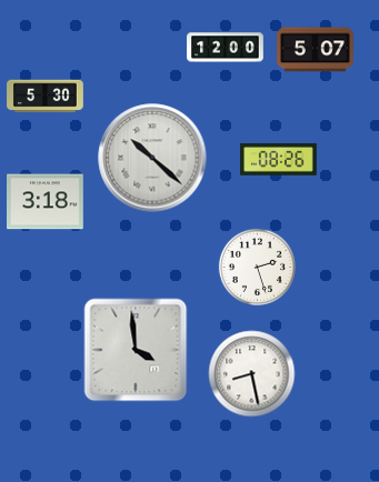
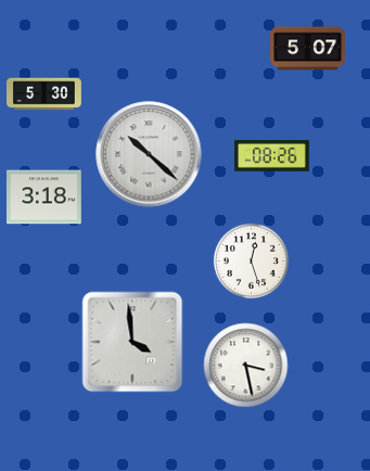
clock at (226, 48): 12:00 -> none
clock at (257, 267): 2:27 -> 12:27
clock at (252, 374): 8:28 -> 3:28
